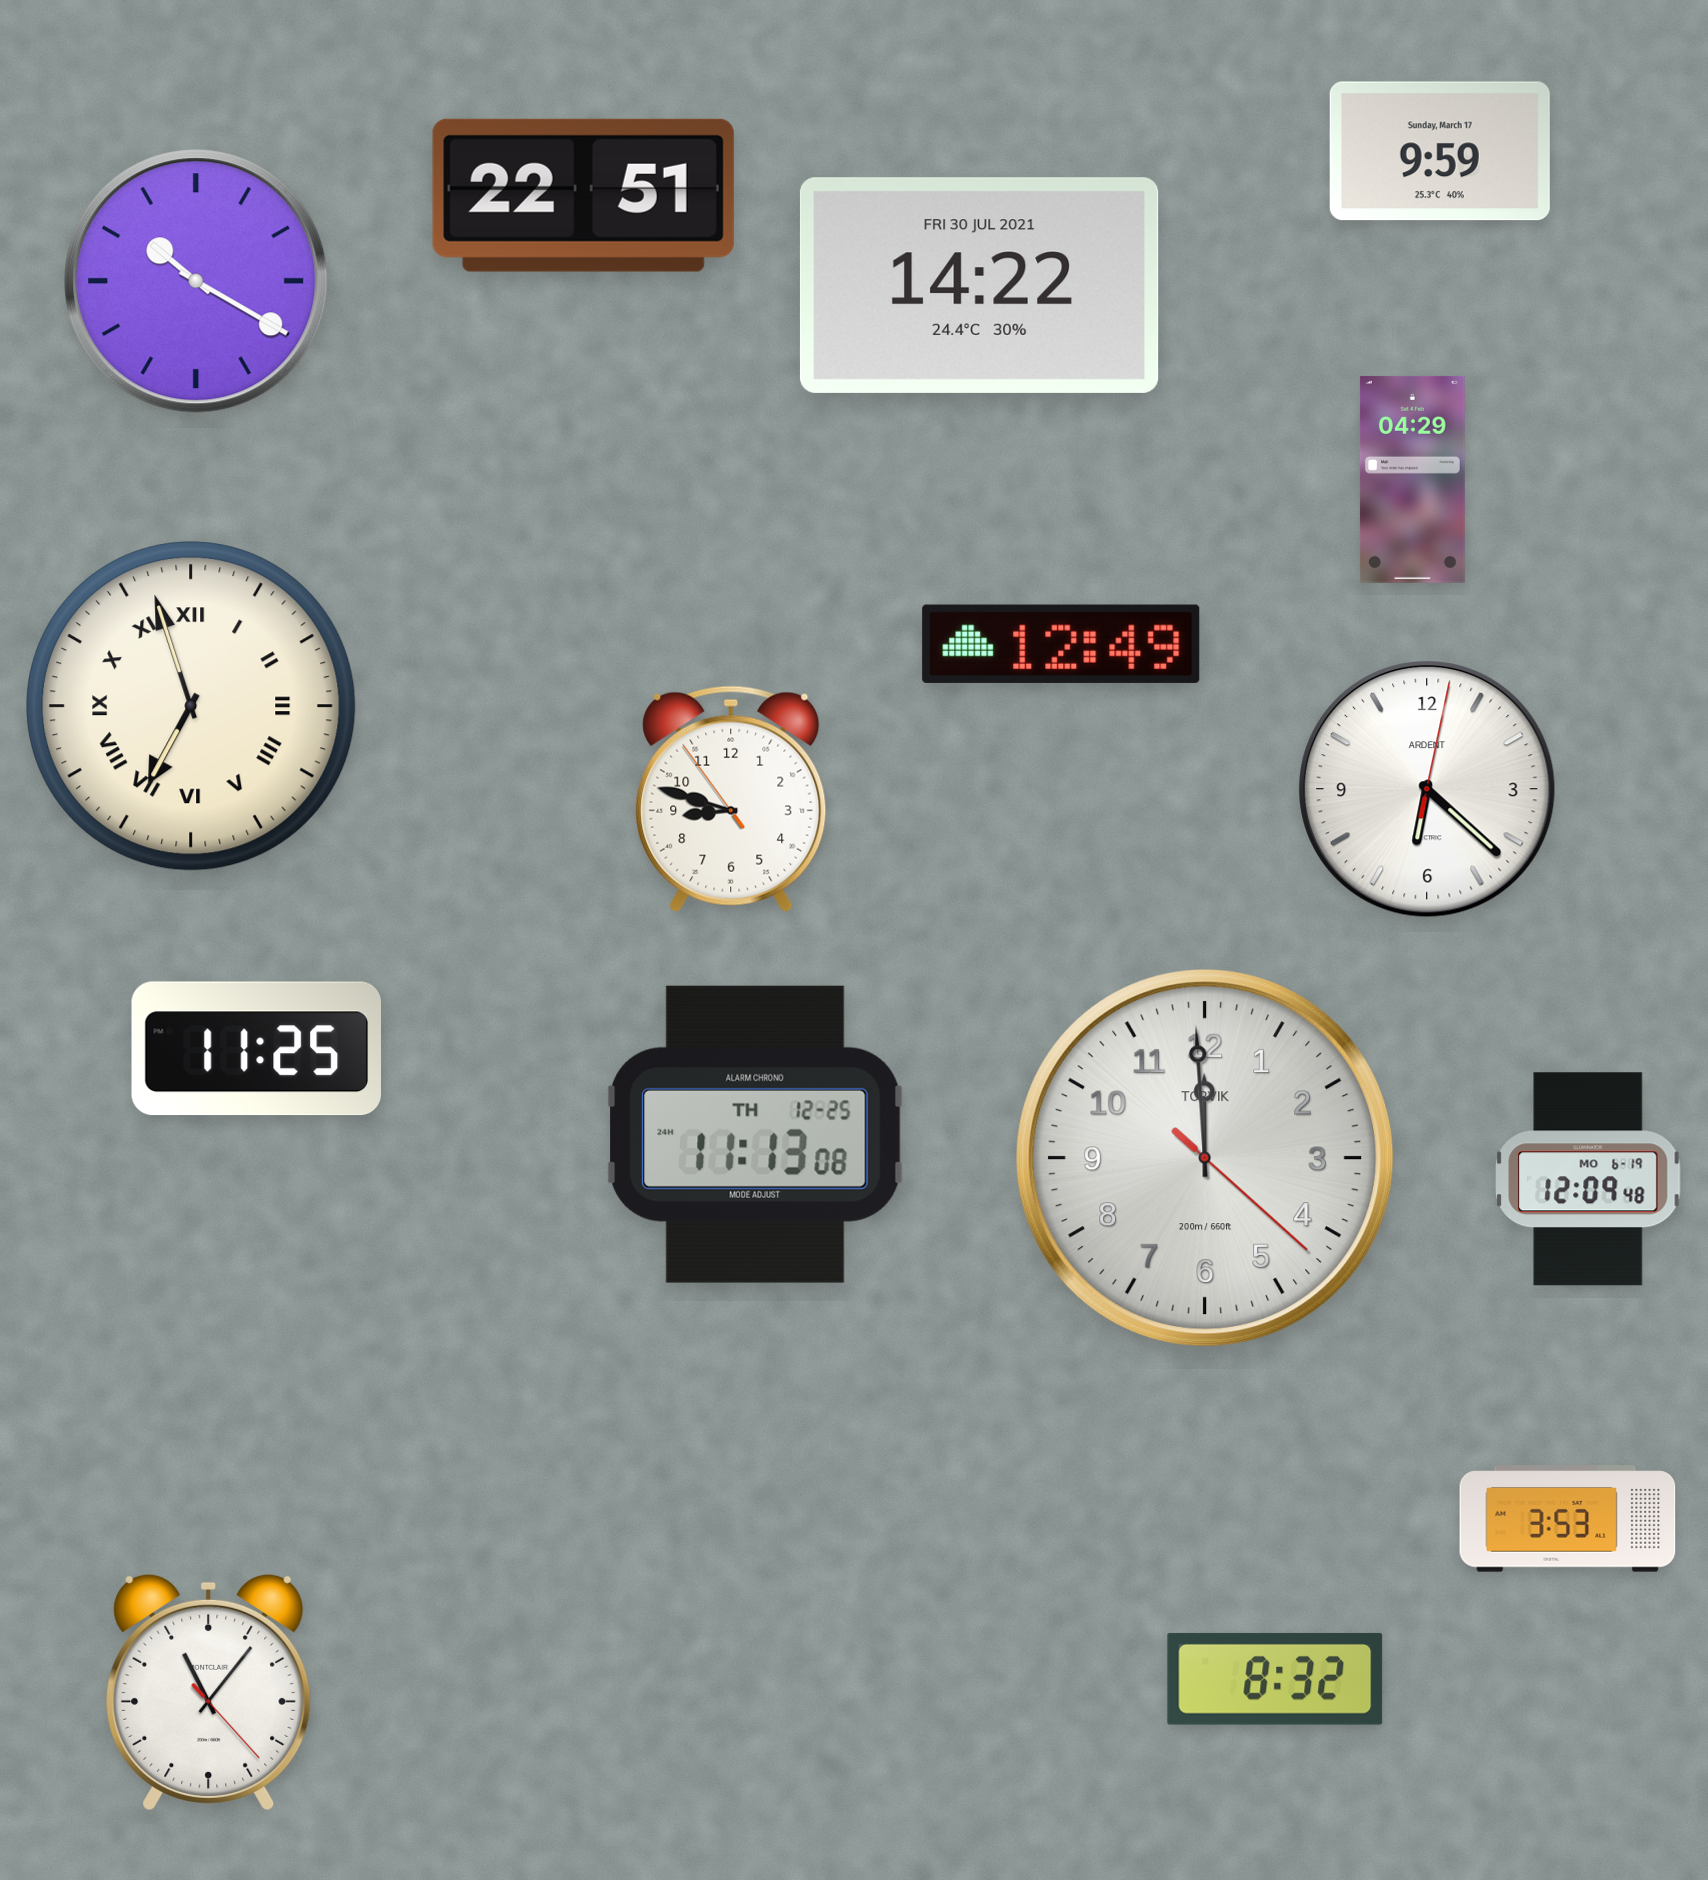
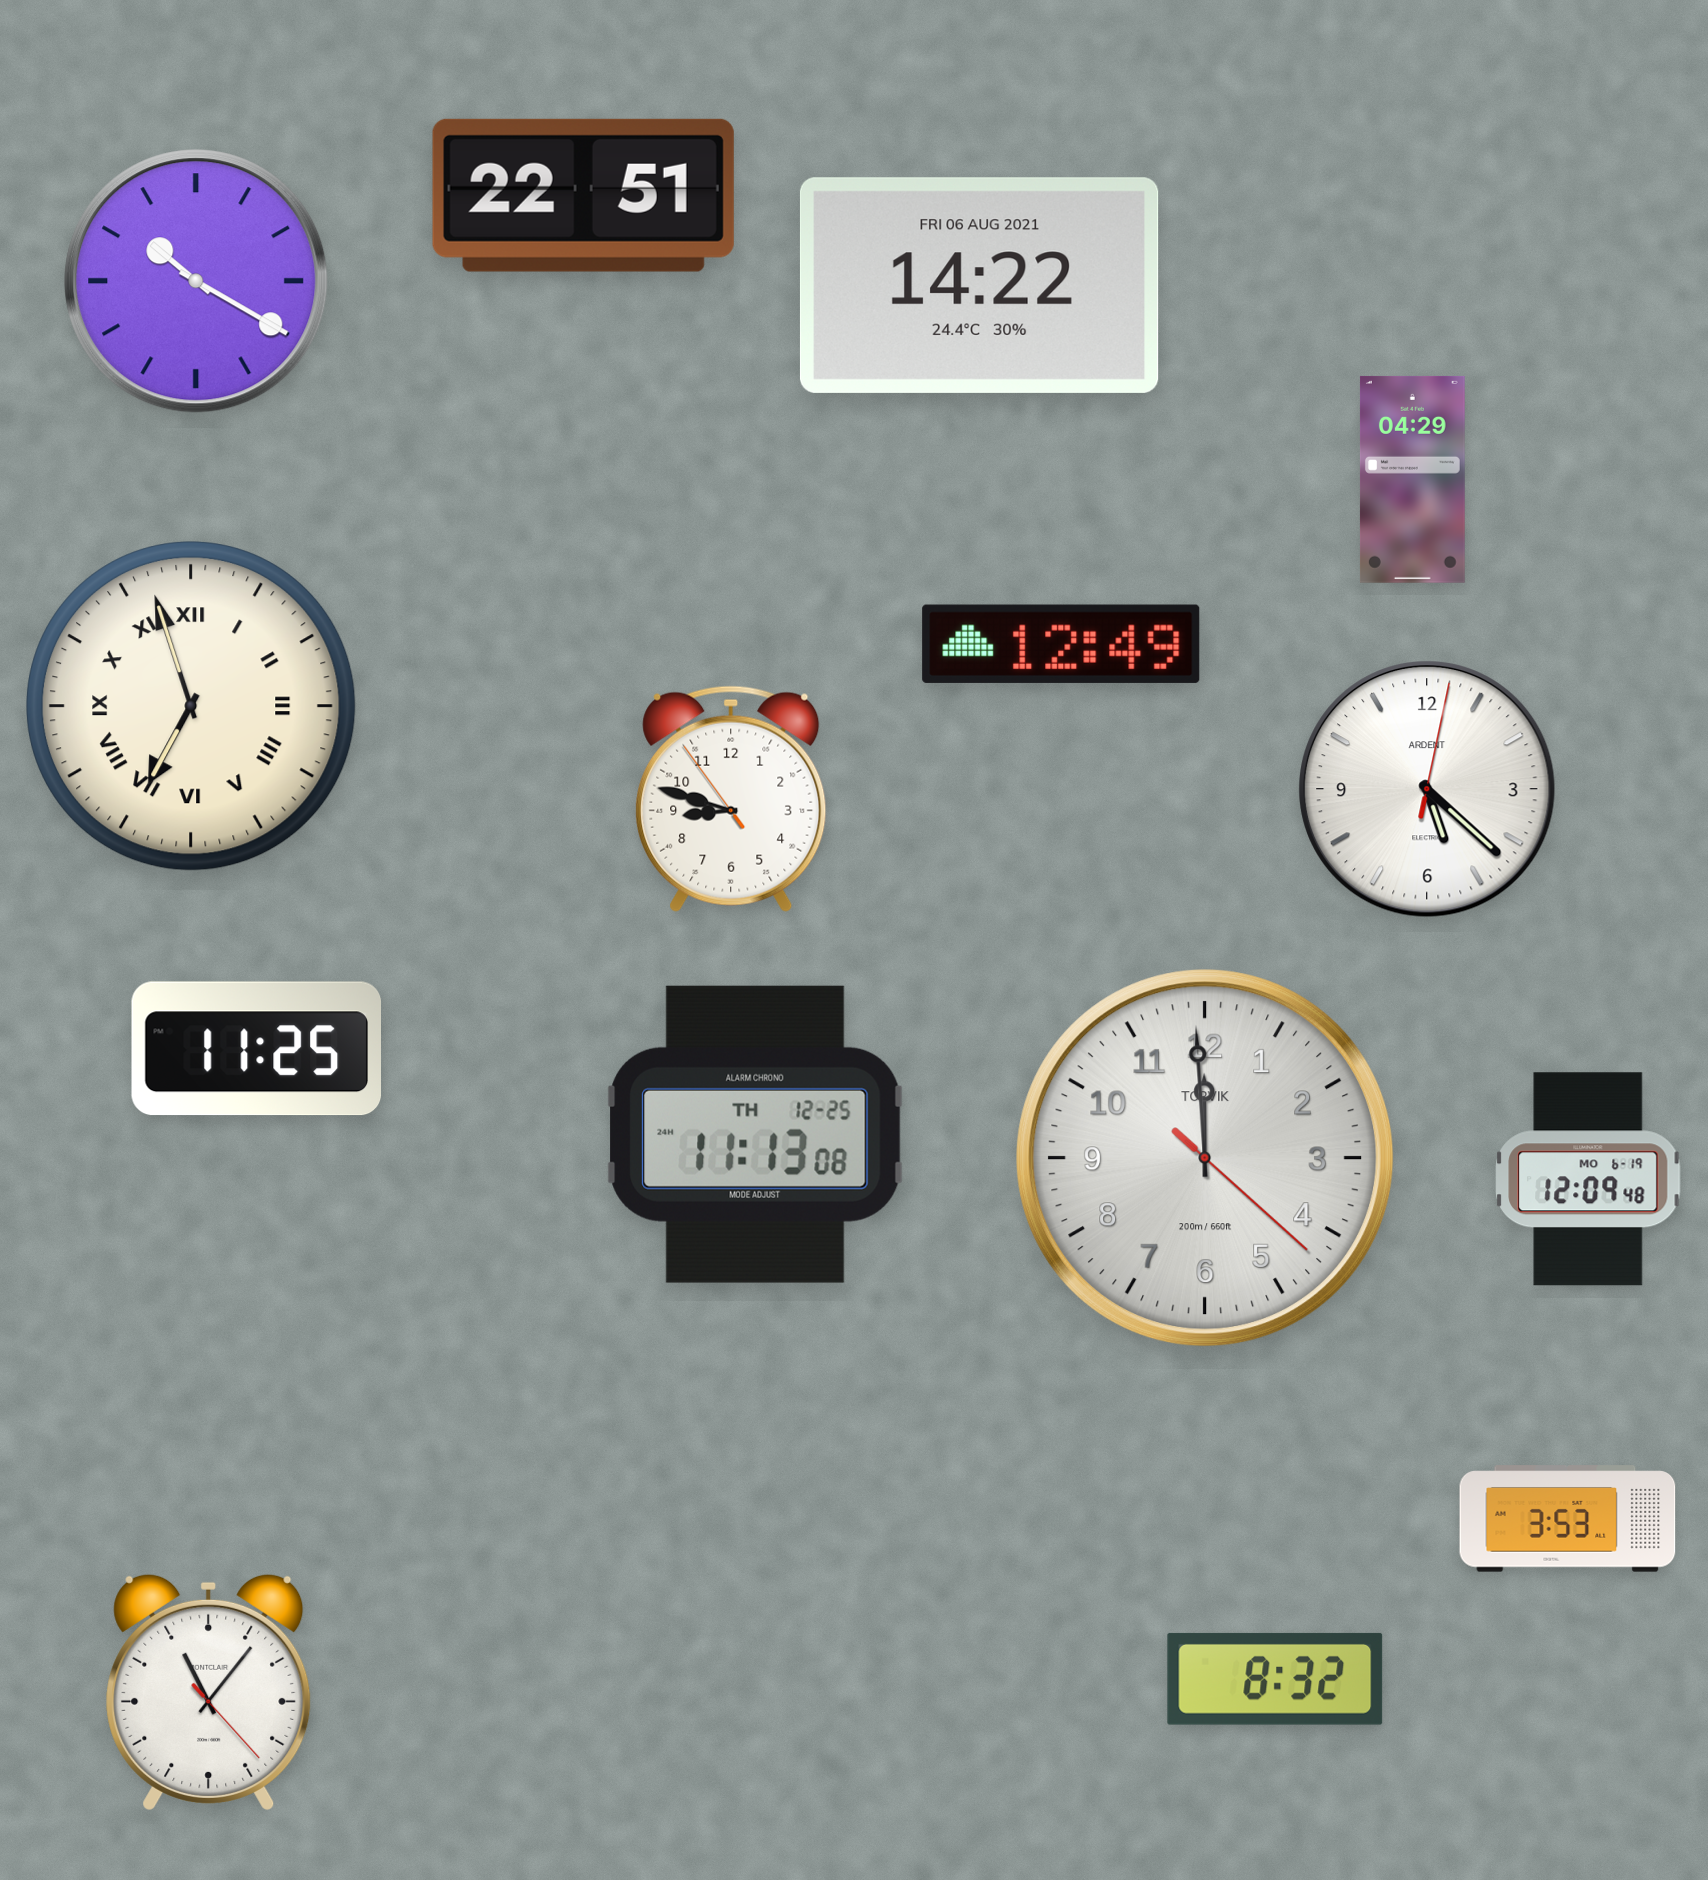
clock at (1440, 151): 9:59 -> none
clock at (979, 285) date: FRI 30 JUL 2021 -> FRI 06 AUG 2021
clock at (1427, 789): 6:22 -> 5:22
